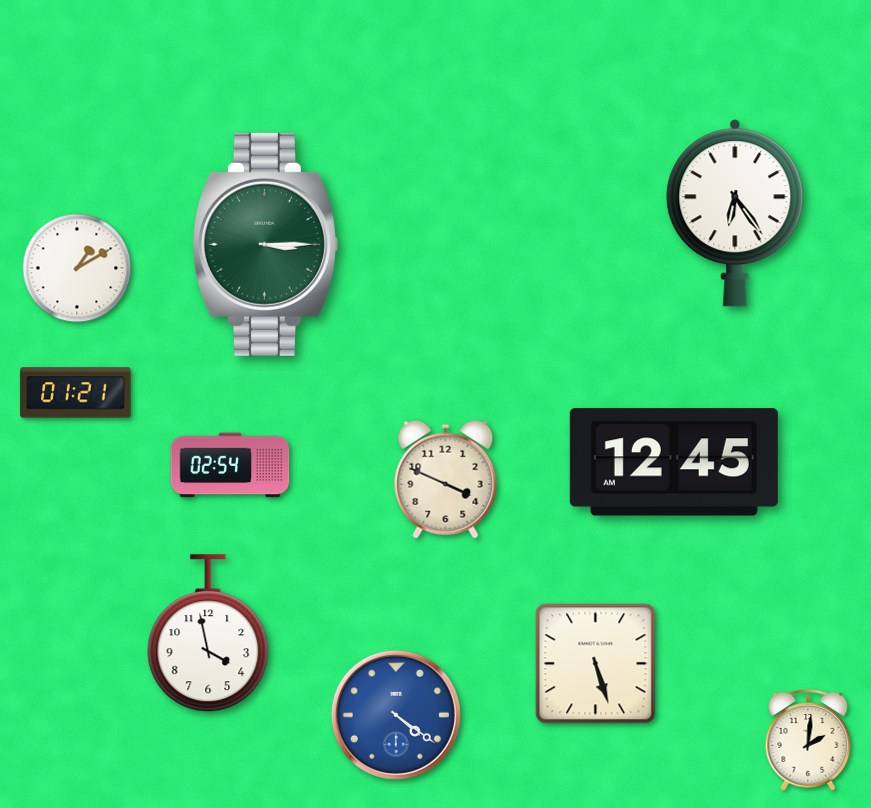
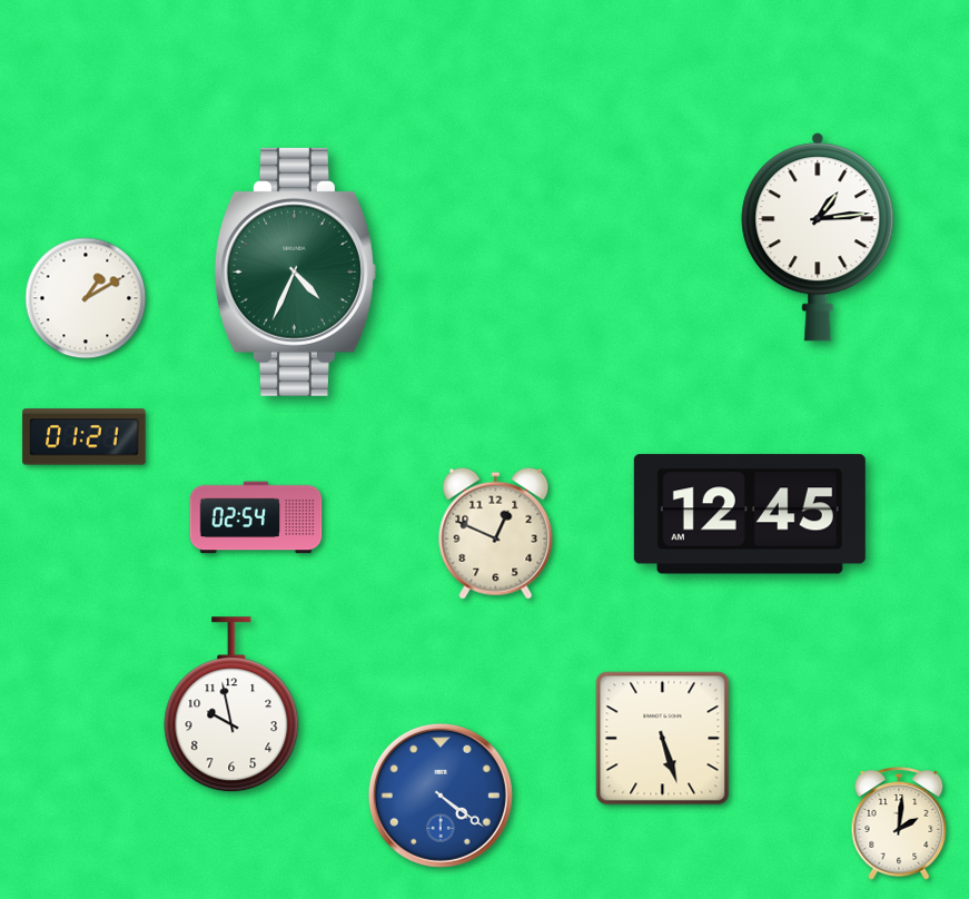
clock at (735, 213): 6:24 -> 1:14
clock at (265, 244): 3:15 -> 4:34
clock at (446, 479): 3:49 -> 12:49
clock at (208, 634): 3:58 -> 9:58
